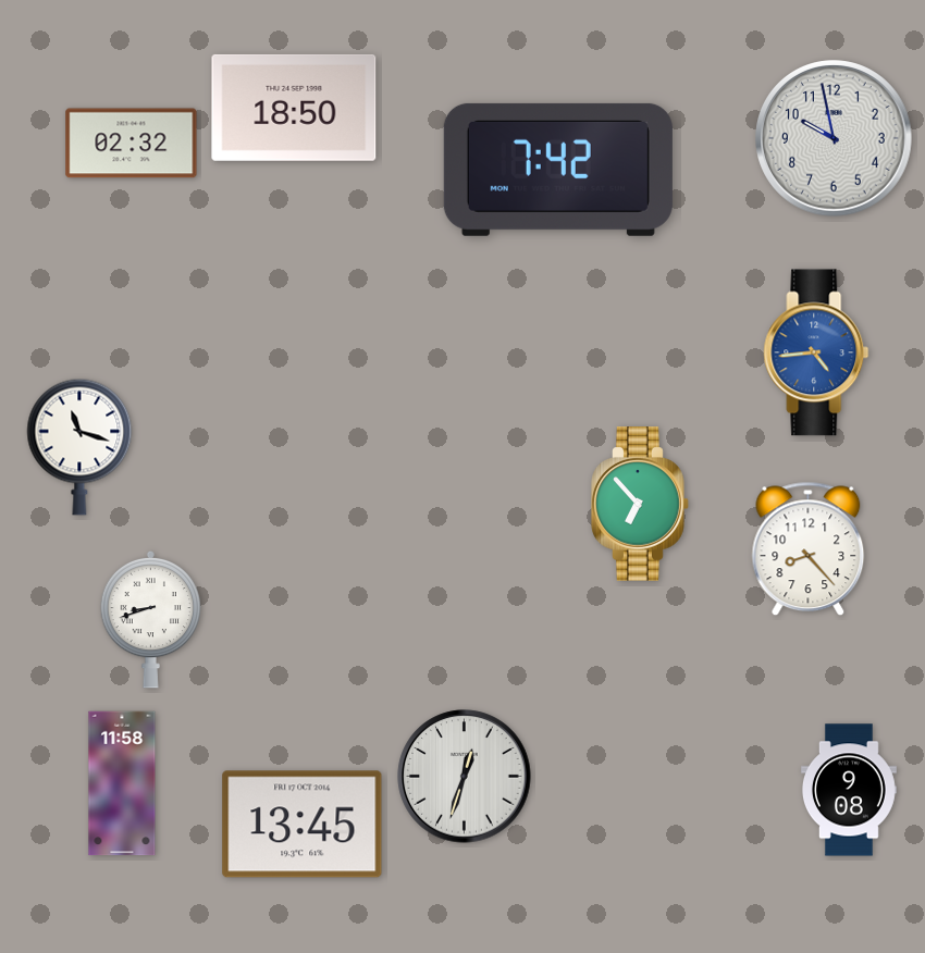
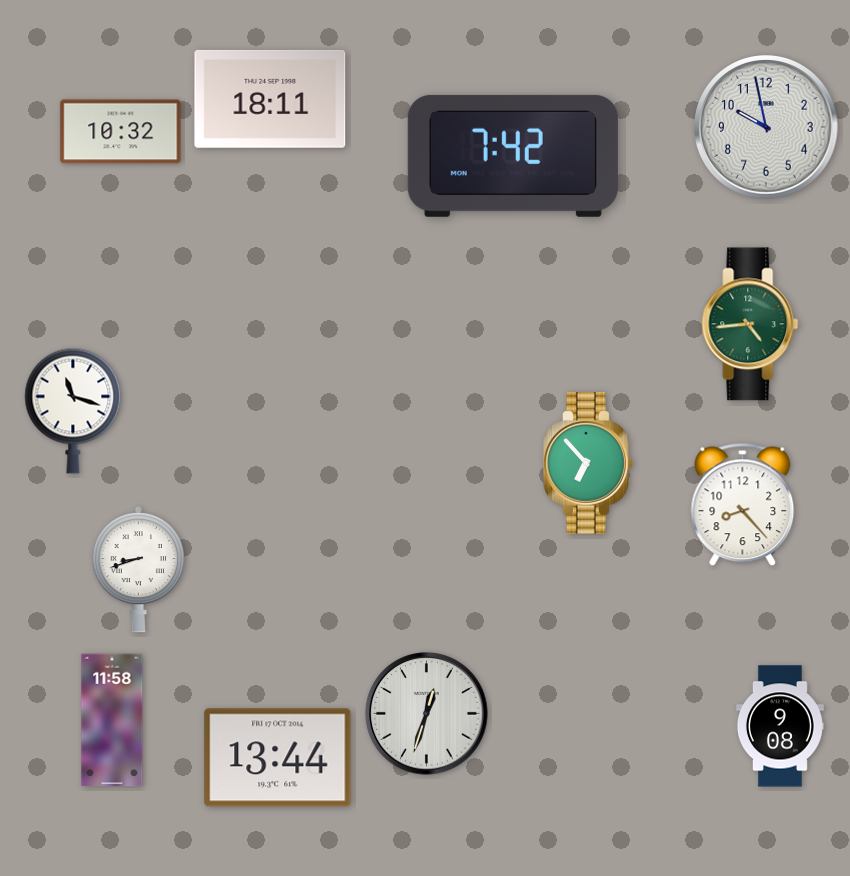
clock at (294, 108): 18:50 -> 18:11
clock at (132, 144): 02:32 -> 10:32
clock at (816, 352) dial: blue -> green
clock at (303, 825): 13:45 -> 13:44
